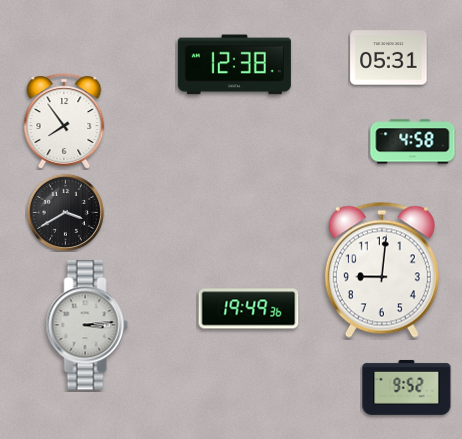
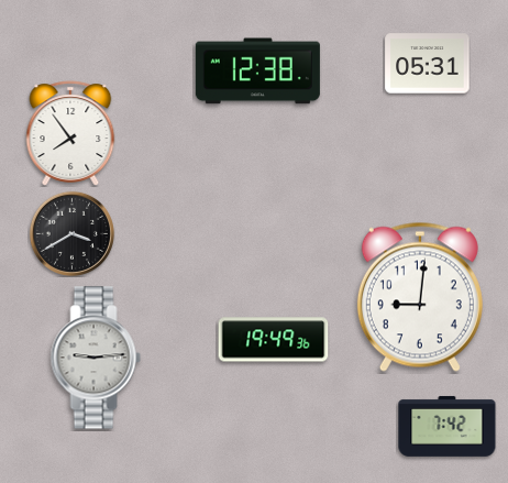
clock at (413, 142): 4:58 -> none
clock at (87, 325): 3:14 -> 9:14
clock at (407, 387): 9:52 -> 7:42
